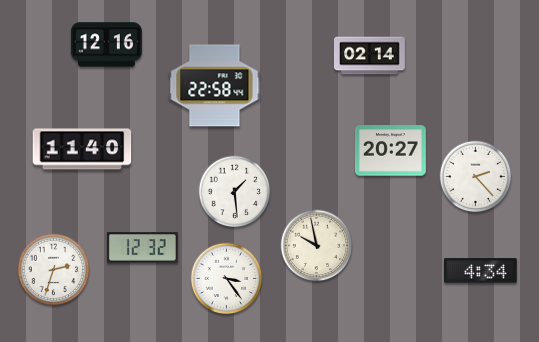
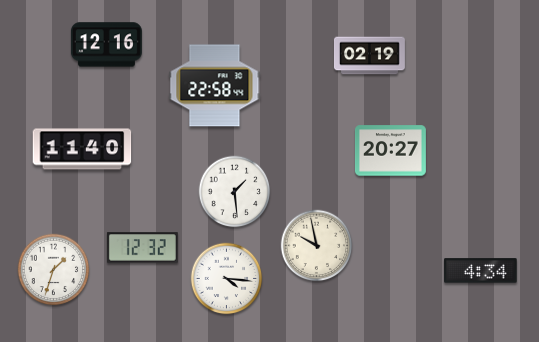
clock at (369, 56): 02:14 -> 02:19
clock at (476, 177): 2:23 -> none
clock at (54, 270): 2:33 -> 1:33
clock at (227, 279): 3:24 -> 4:16
